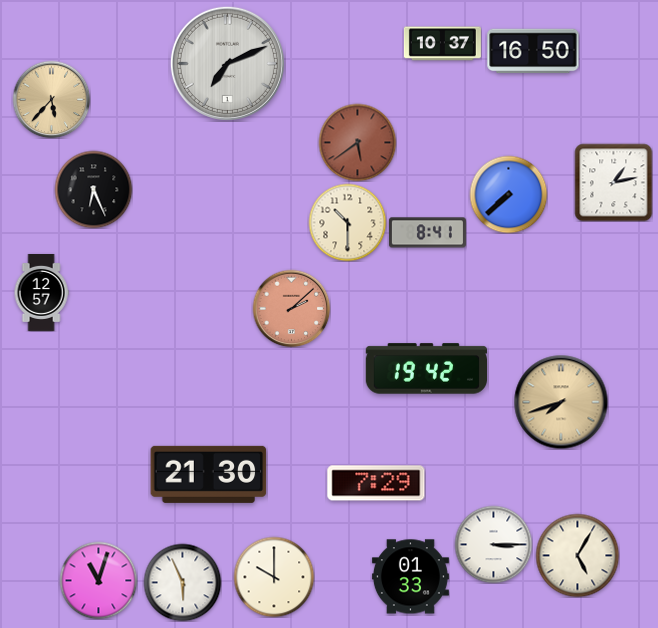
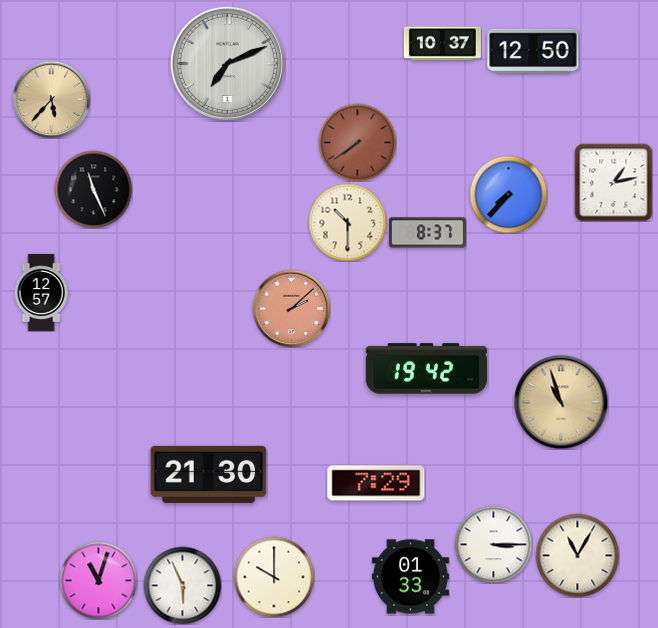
clock at (533, 51): 16:50 -> 12:50
clock at (357, 142): 5:39 -> 7:39
clock at (93, 189): 6:26 -> 11:26
clock at (508, 194): 7:38 -> 7:37
clock at (427, 233): 8:41 -> 8:37
clock at (561, 402): 7:42 -> 10:57
clock at (577, 555): 5:05 -> 11:05
clock at (182, 582) position: (182, 582) -> (182, 585)
